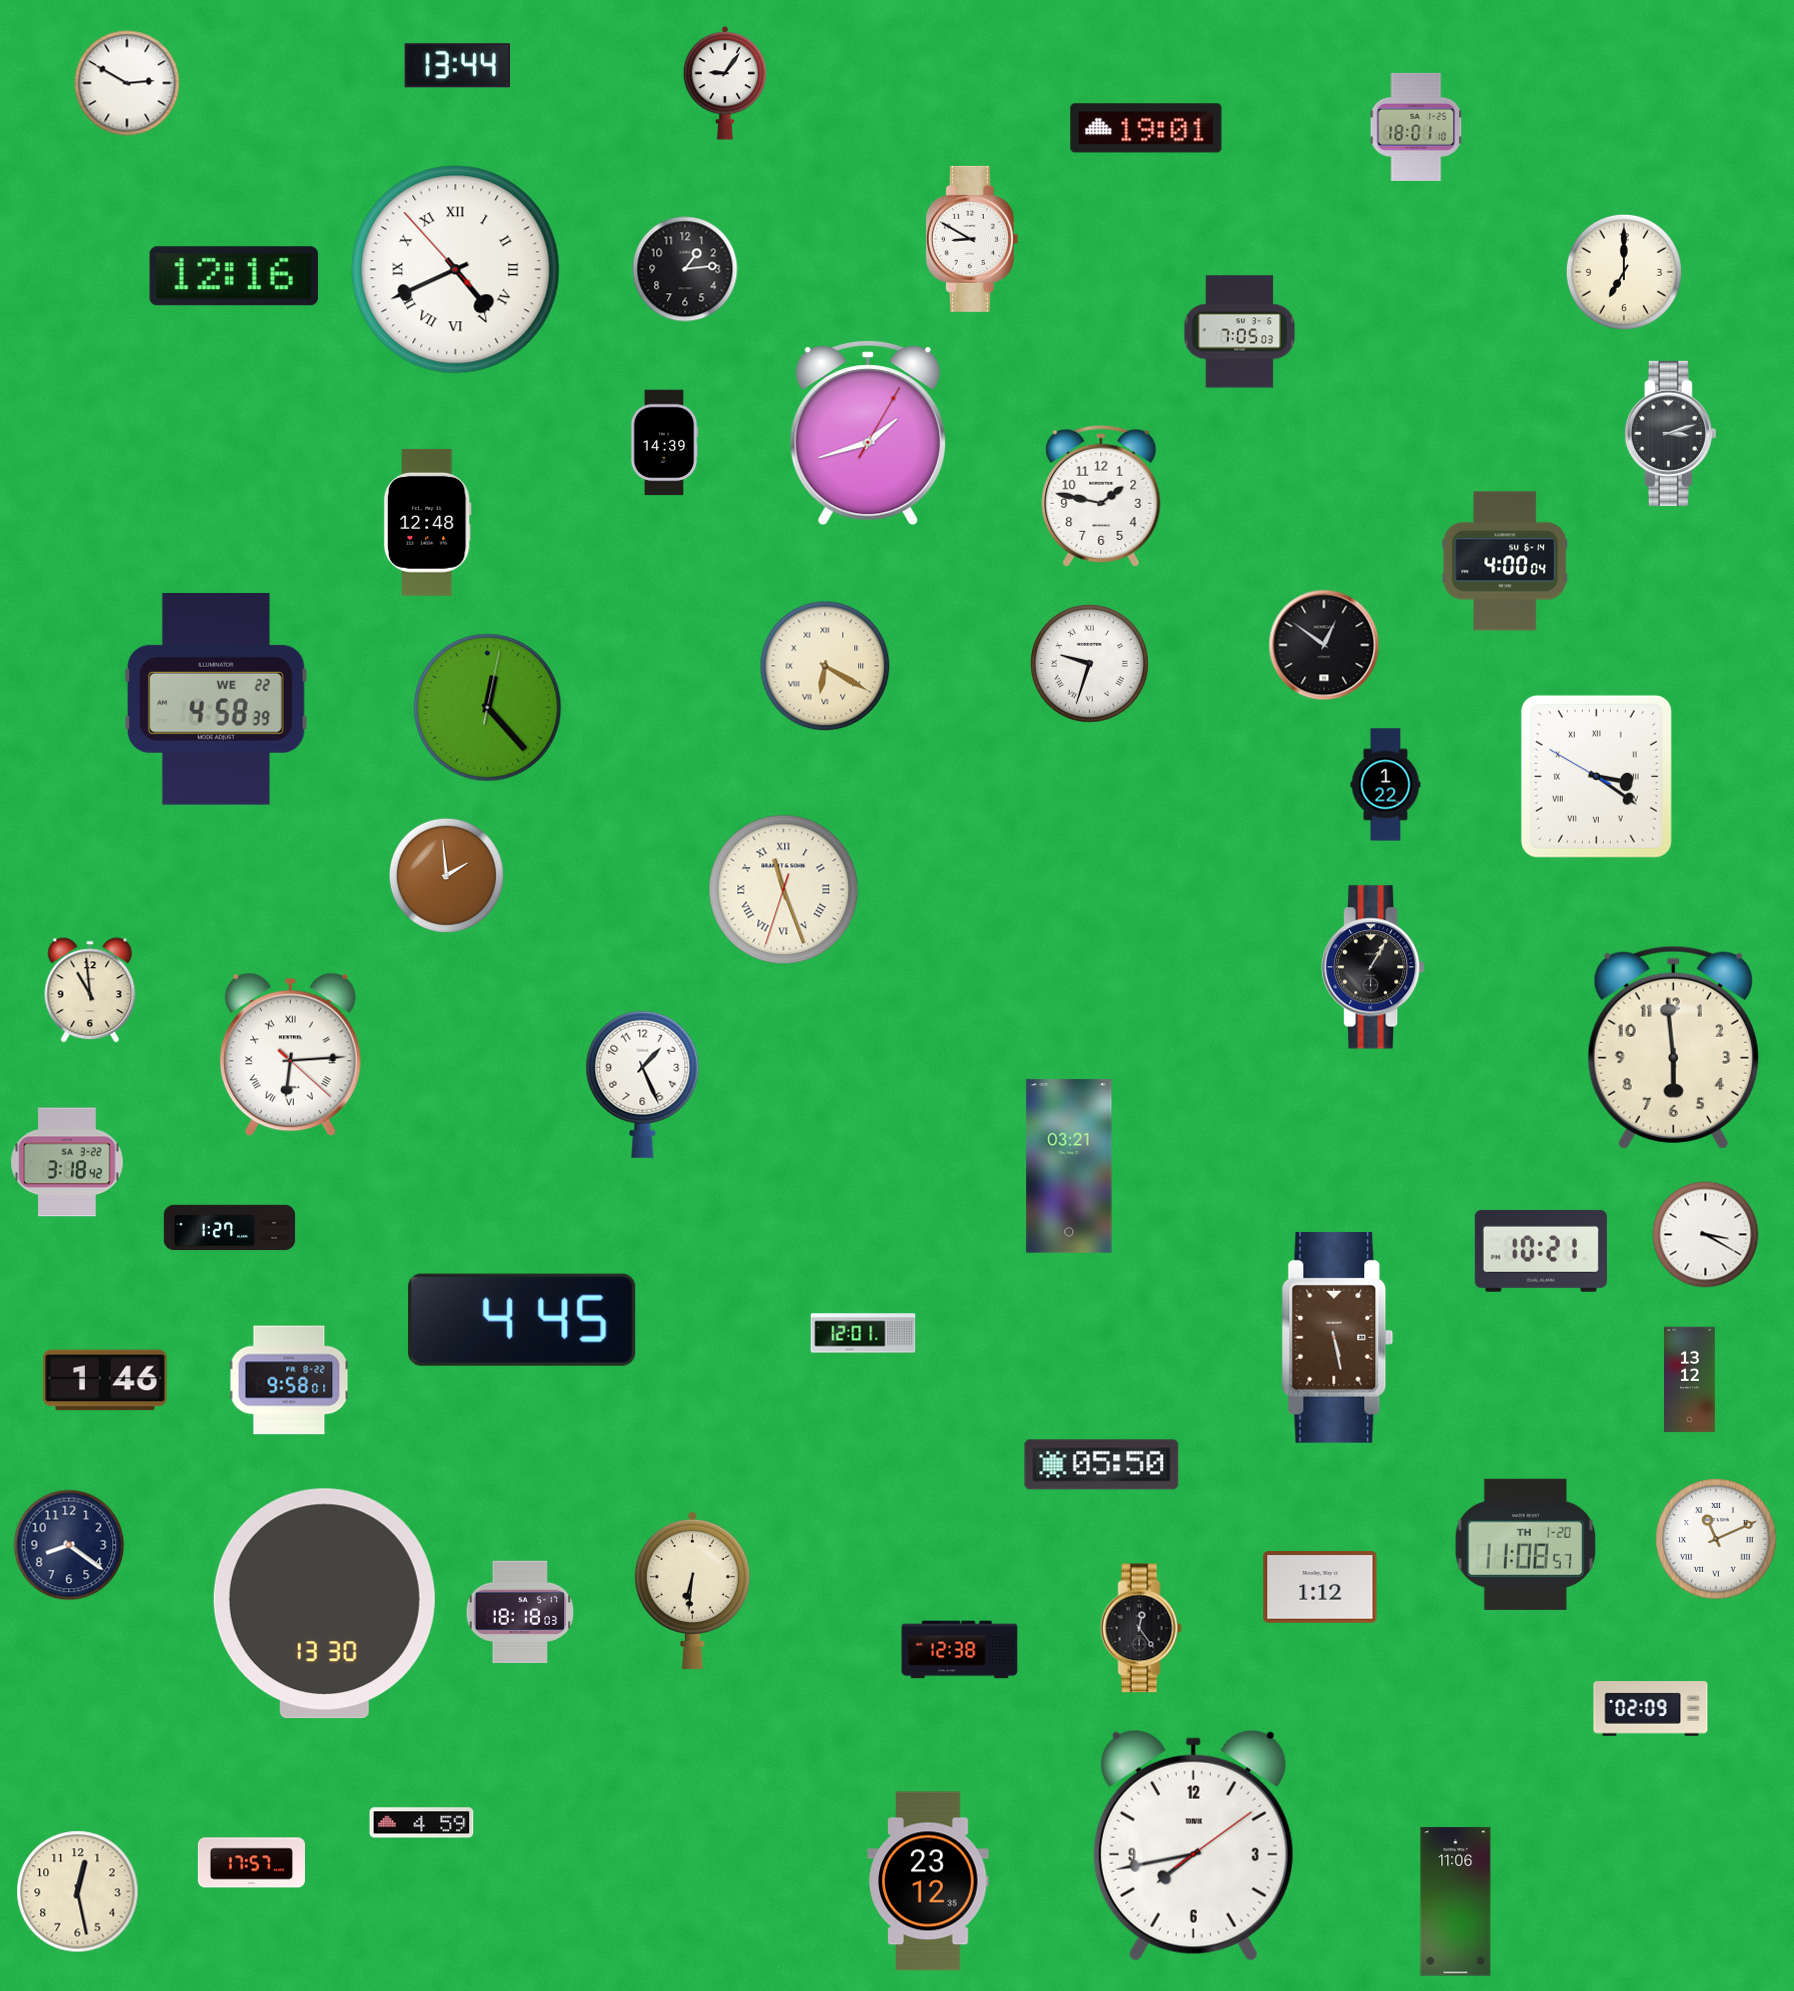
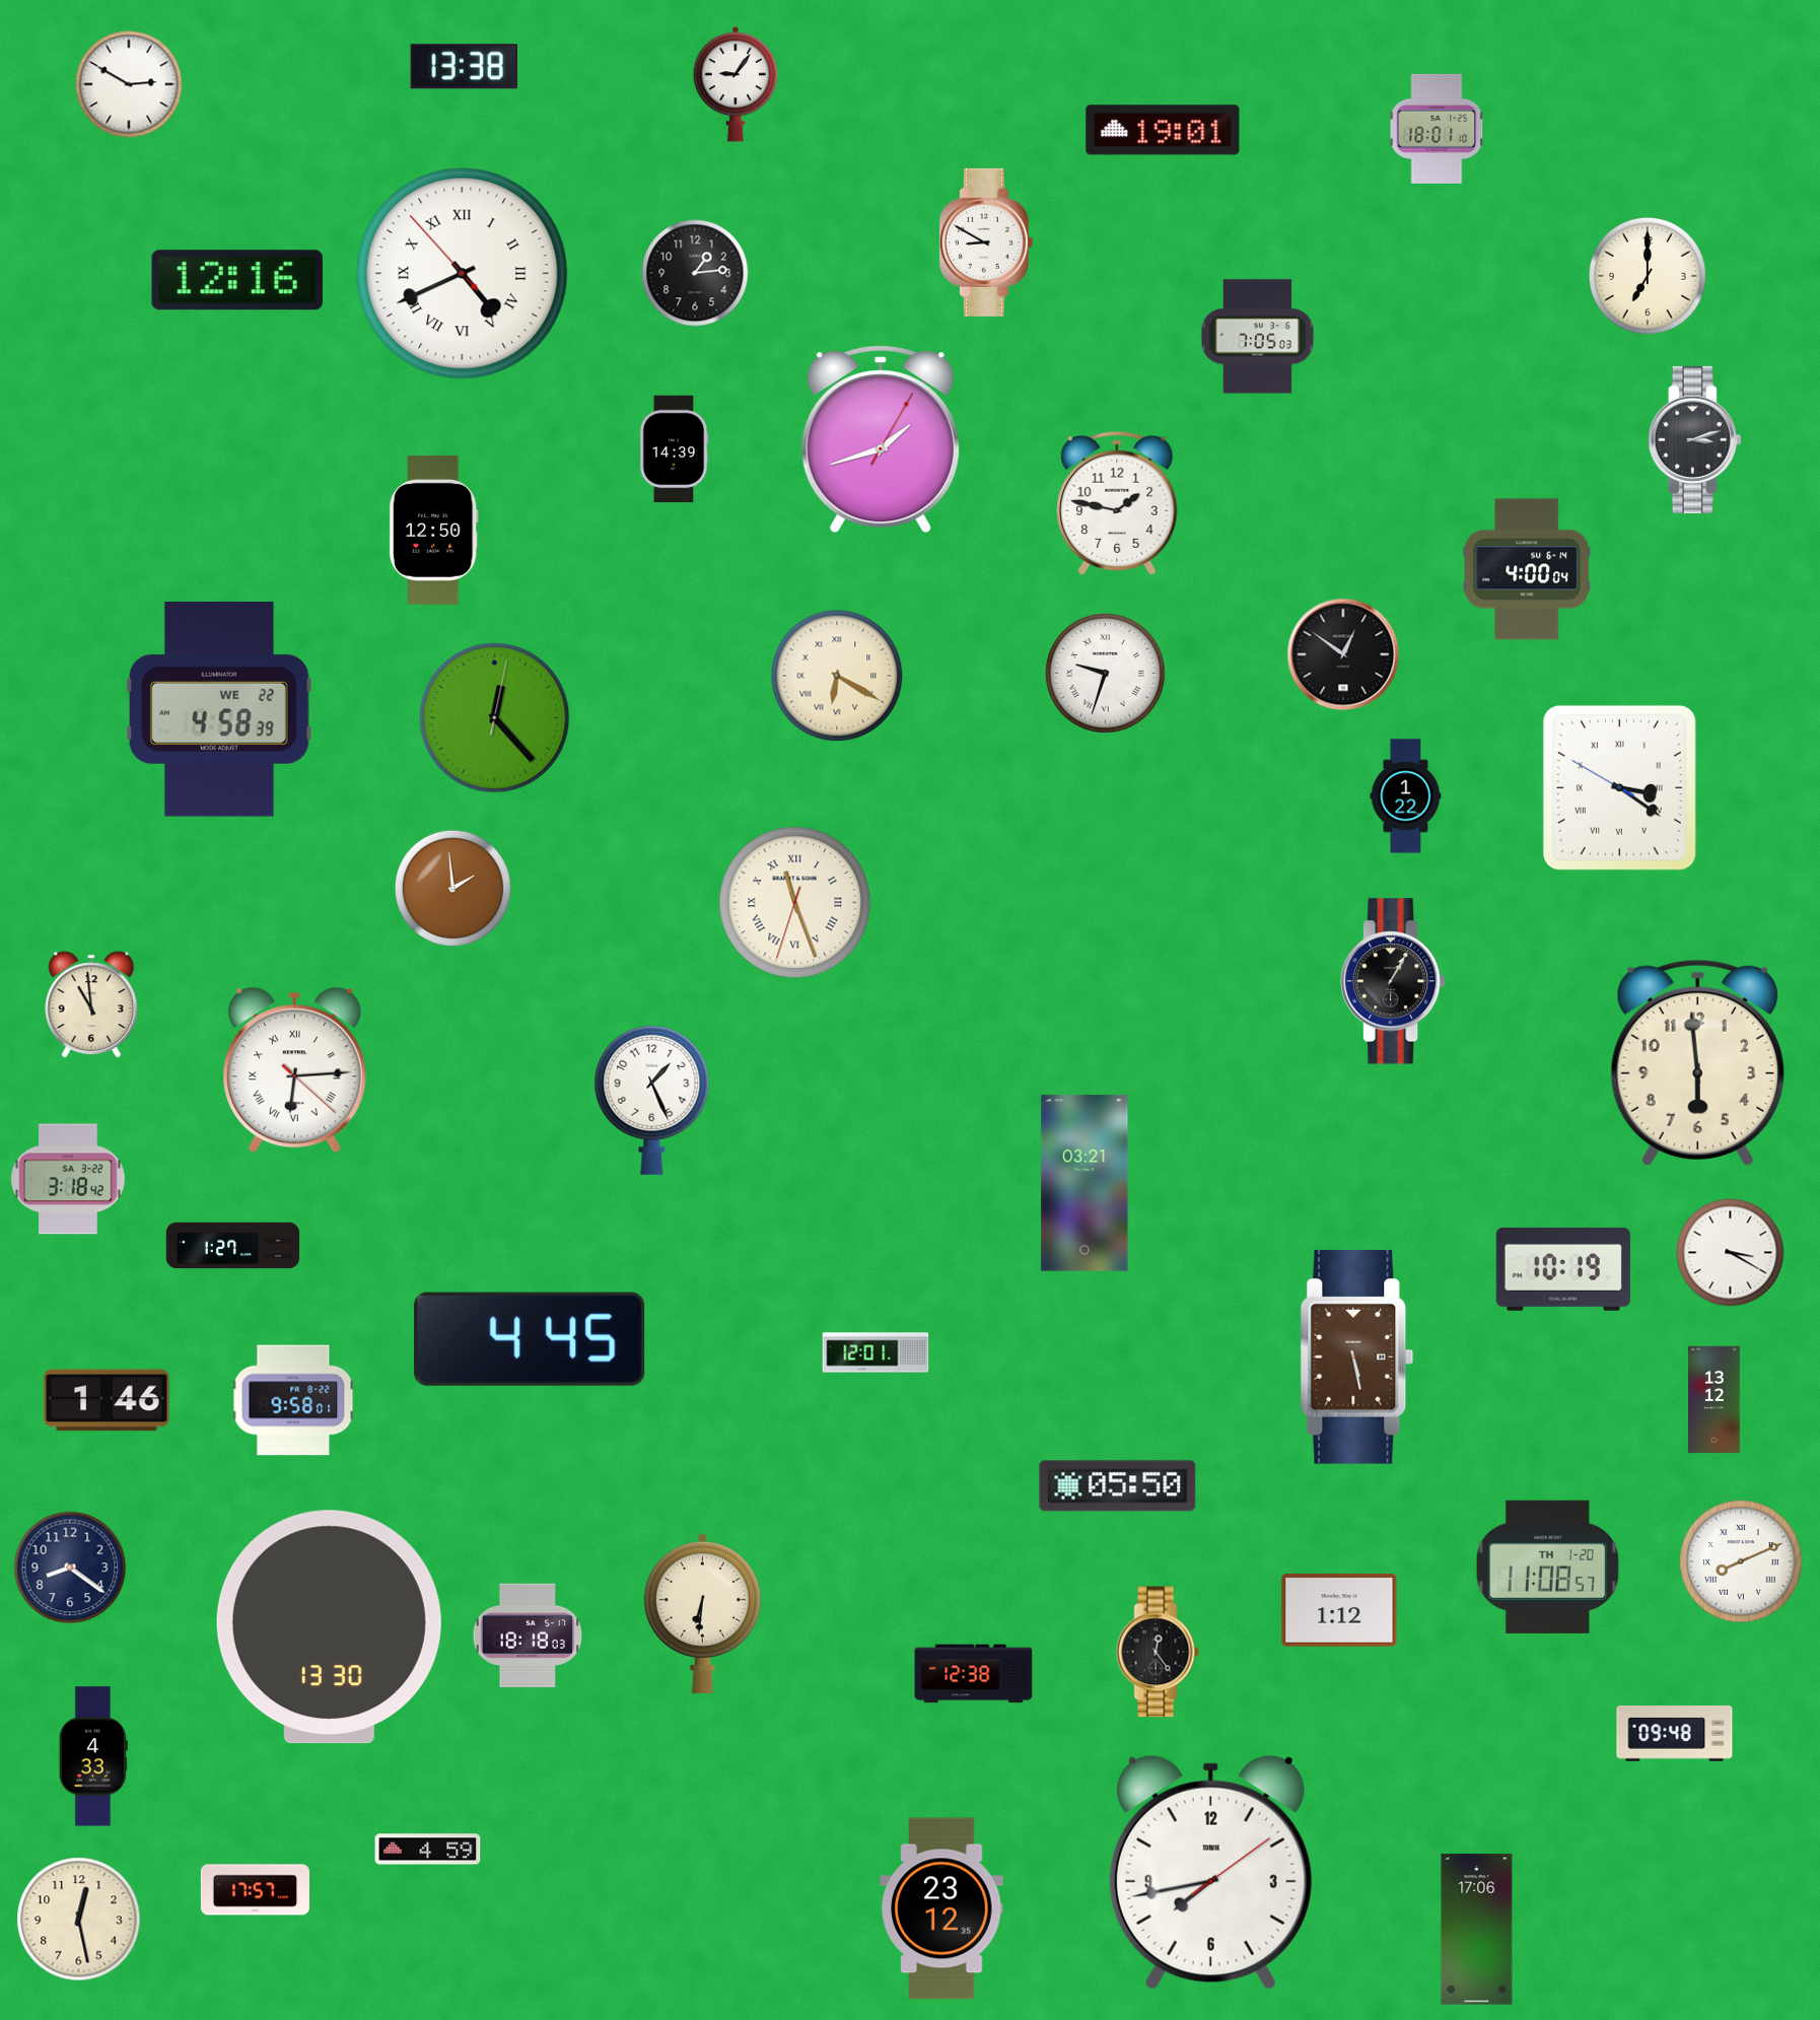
clock at (457, 66): 13:44 -> 13:38
clock at (427, 522): 12:48 -> 12:50
clock at (1541, 1251): 10:21 -> 10:19
clock at (1716, 1539): 11:11 -> 8:11
clock at (1651, 1709): 02:09 -> 09:48
clock at (93, 1756): none -> 4:33
clock at (1456, 1902): 11:06 -> 17:06
